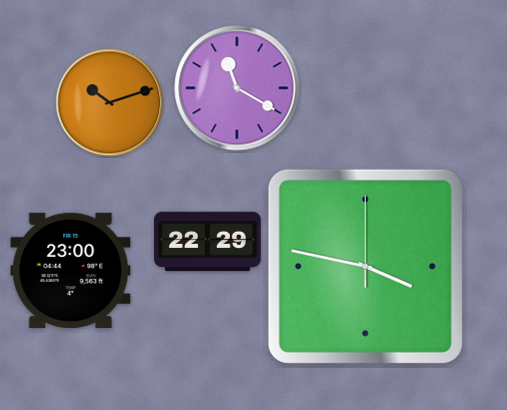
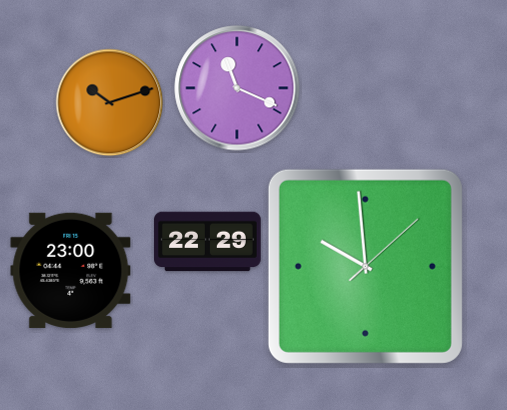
clock at (237, 88): 11:20 -> 11:19
clock at (365, 266): 3:47 -> 9:59
